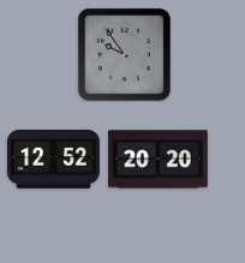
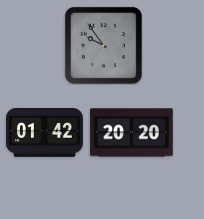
clock at (53, 159): 12:52 -> 01:42
